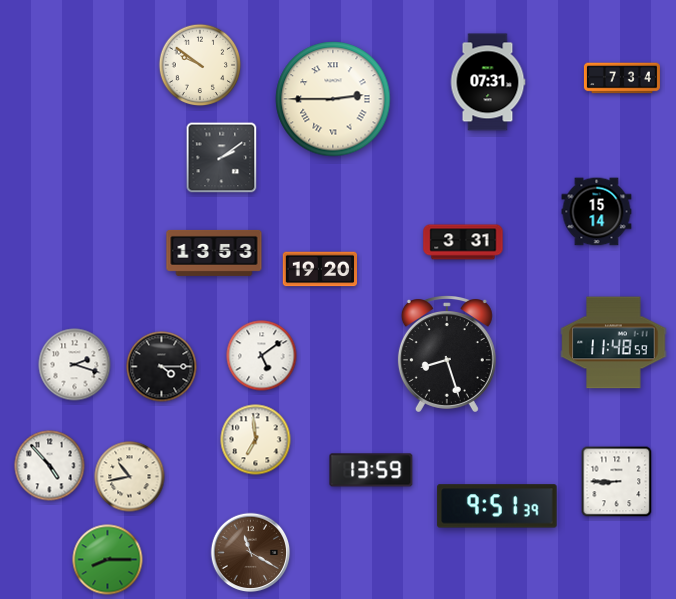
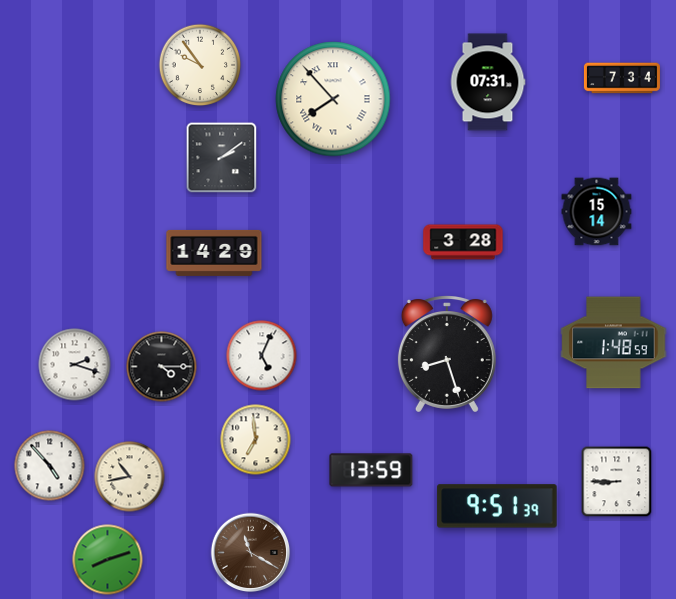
clock at (200, 65): 9:51 -> 9:54
clock at (333, 99): 2:45 -> 7:53
clock at (463, 242): 3:31 -> 3:28
clock at (214, 253): 13:53 -> 14:29
clock at (319, 269): 19:20 -> none
clock at (614, 343): 11:48 -> 1:48
clock at (262, 356): 5:09 -> 5:04
clock at (108, 560): 8:15 -> 8:12
